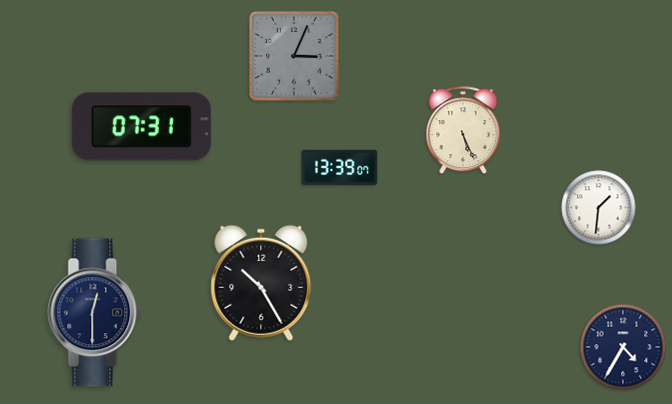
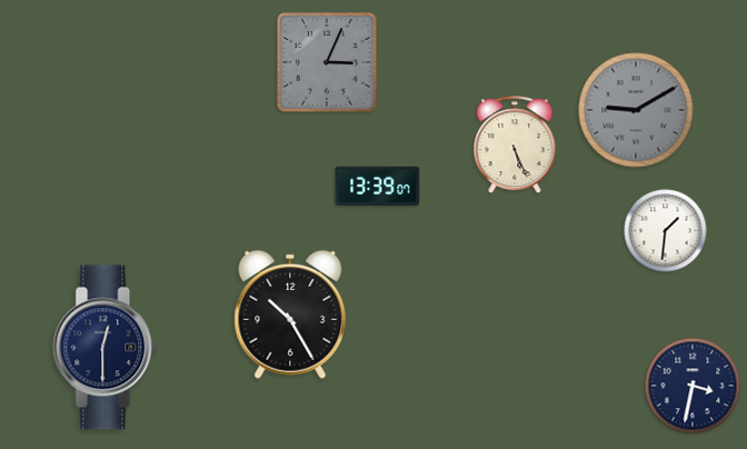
clock at (636, 110): none -> 9:10
clock at (141, 127): 07:31 -> none
clock at (623, 347): 4:35 -> 3:32
